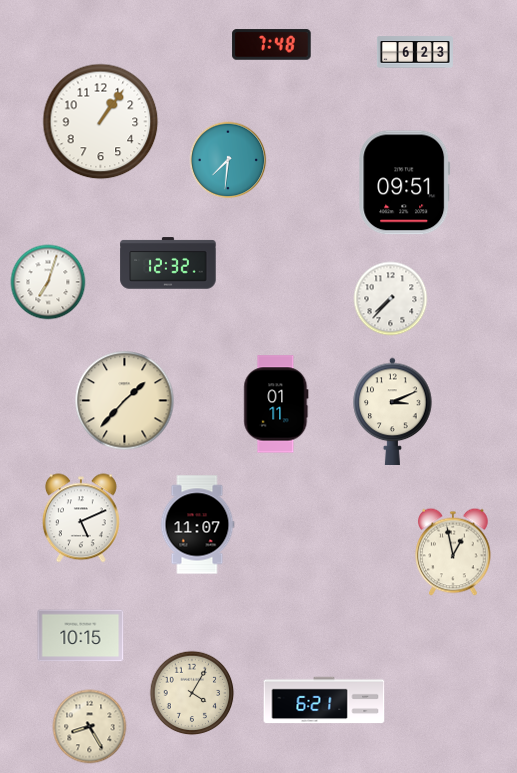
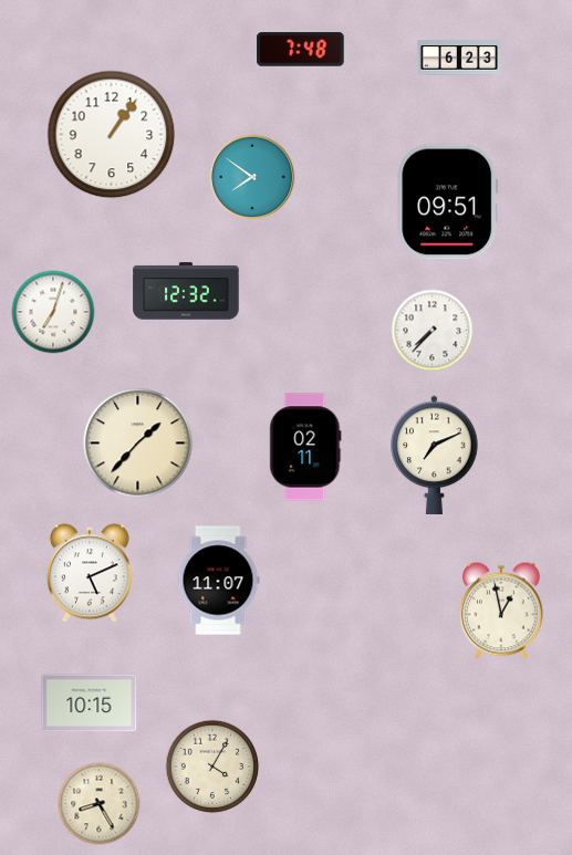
clock at (228, 160): 7:31 -> 7:51
clock at (276, 404): 01:11 -> 02:11
clock at (393, 411): 3:11 -> 7:11
clock at (324, 700): 6:21 -> none
